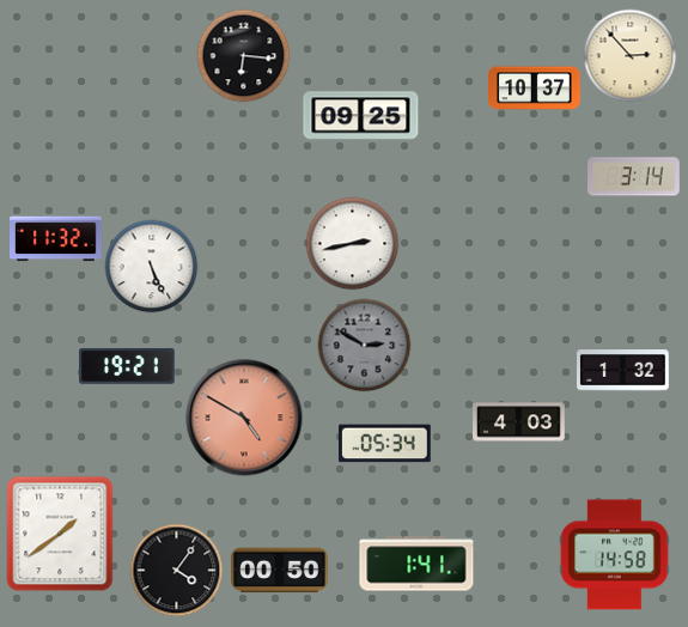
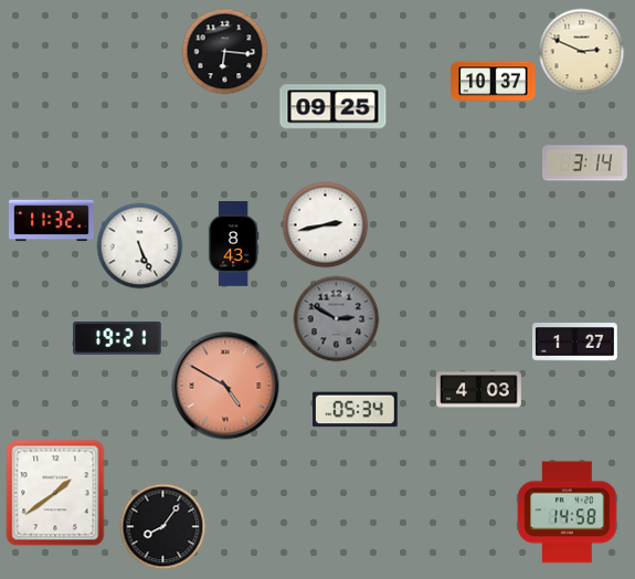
clock at (629, 55): 2:53 -> 2:49
clock at (233, 244): none -> 8:43
clock at (623, 371): 1:32 -> 1:27
clock at (416, 564): 1:41 -> none
clock at (176, 570): 4:06 -> 8:06
clock at (280, 571): 00:50 -> none
